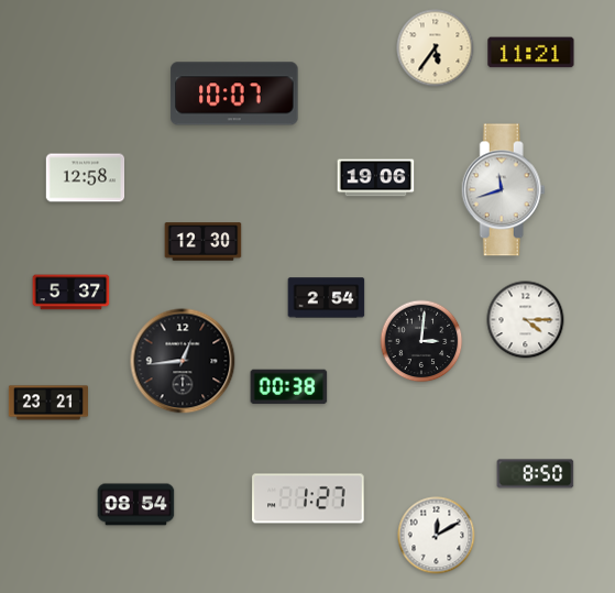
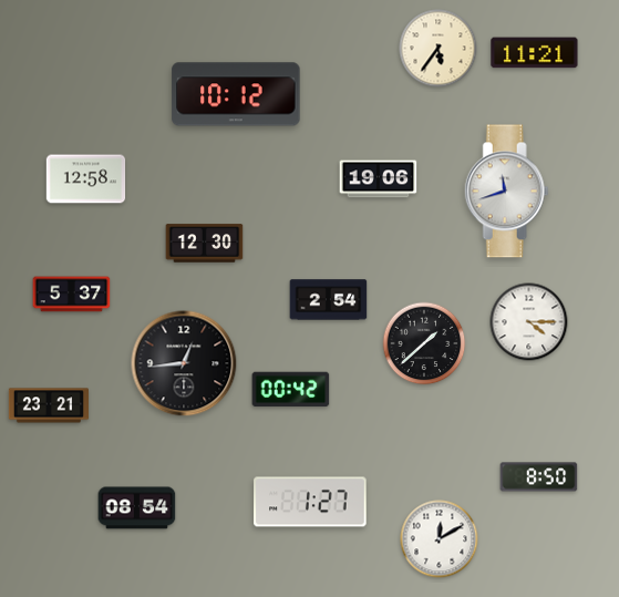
clock at (234, 94): 10:07 -> 10:12
clock at (421, 341): 3:01 -> 1:38
clock at (289, 387): 00:38 -> 00:42
